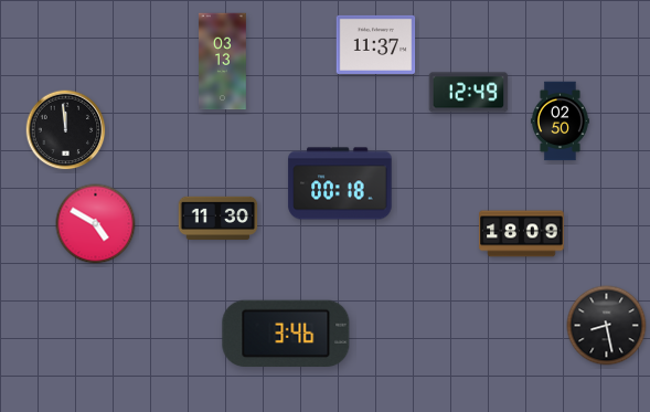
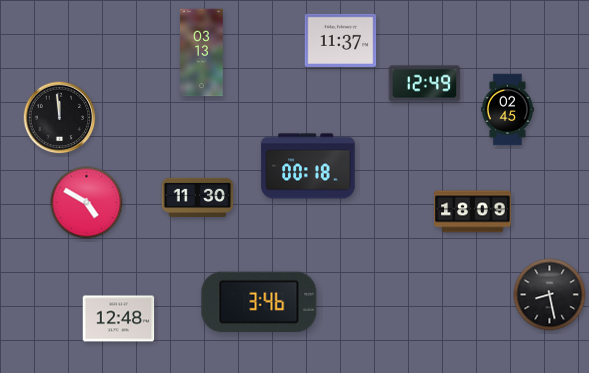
clock at (223, 62) position: (223, 62) -> (202, 53)
clock at (560, 122): 02:50 -> 02:45
clock at (119, 319): none -> 12:48
